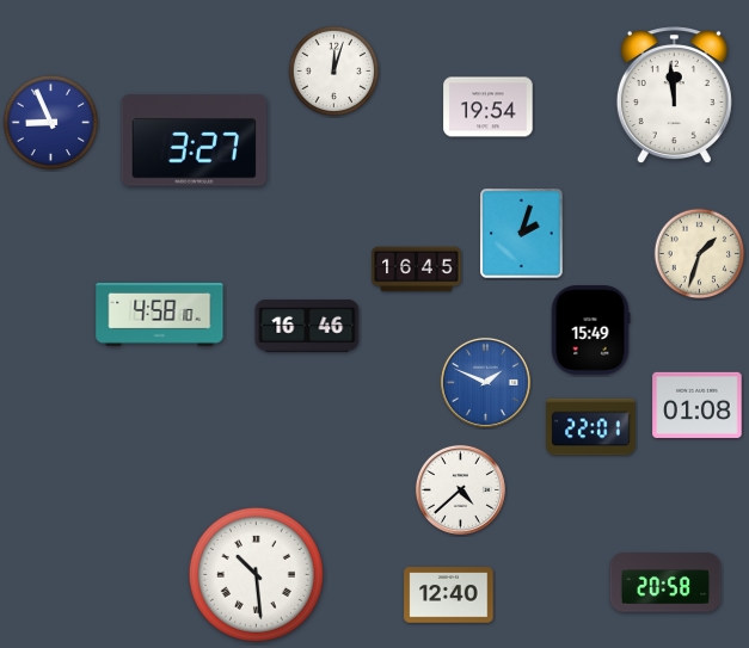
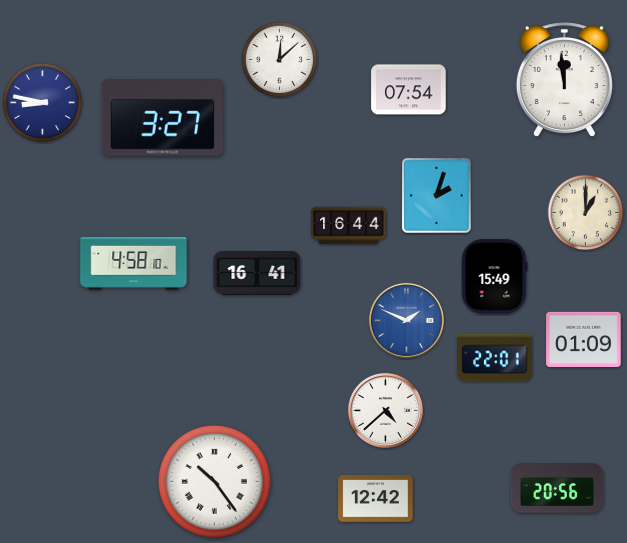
clock at (334, 72): 12:03 -> 12:08
clock at (489, 107): 19:54 -> 07:54
clock at (51, 123): 8:56 -> 8:47
clock at (700, 254): 1:33 -> 1:00
clock at (417, 270): 16:45 -> 16:44
clock at (307, 327): 16:46 -> 16:41
clock at (698, 405): 01:08 -> 01:09
clock at (256, 574): 10:29 -> 10:24
clock at (665, 582): 20:58 -> 20:56
clock at (449, 595): 12:40 -> 12:42
